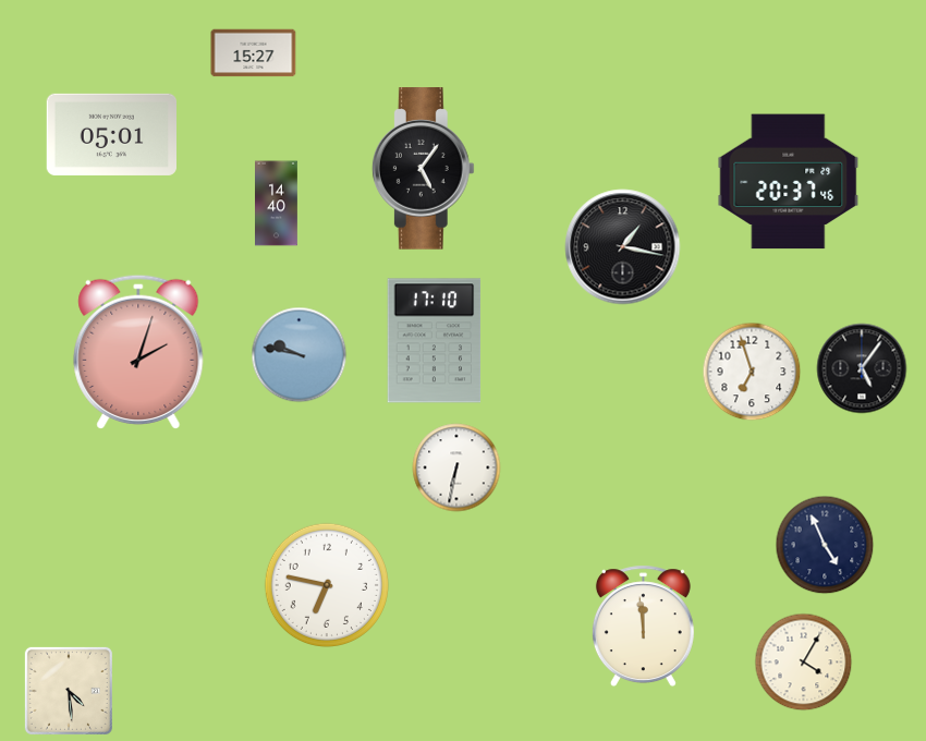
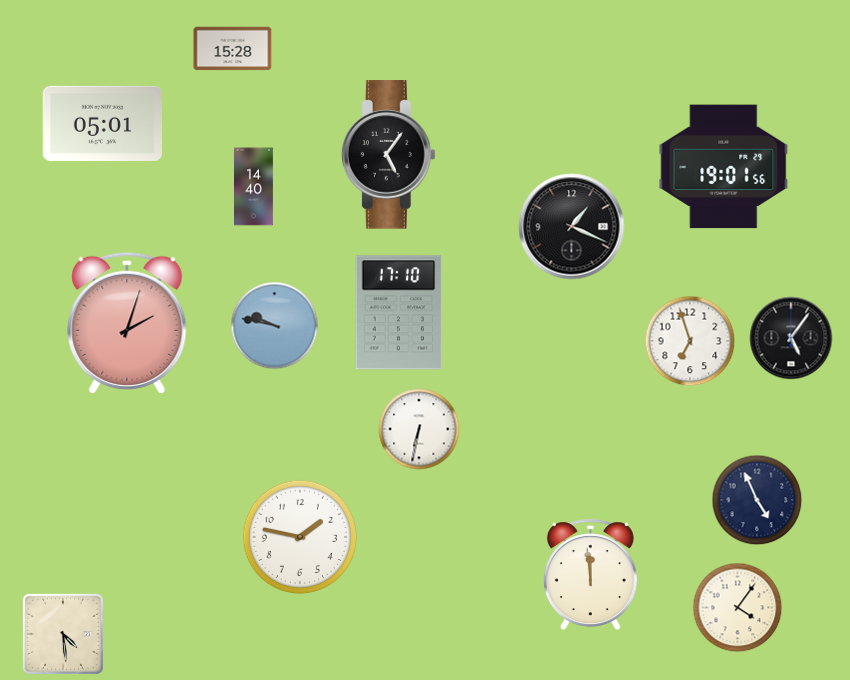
clock at (254, 53): 15:27 -> 15:28
clock at (789, 182): 20:37 -> 19:01
clock at (623, 247): 1:17 -> 1:19
clock at (326, 584): 6:47 -> 1:47
clock at (804, 663): 4:05 -> 4:06
